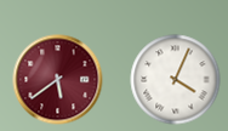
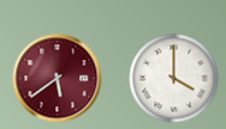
clock at (176, 80): 4:04 -> 4:00
